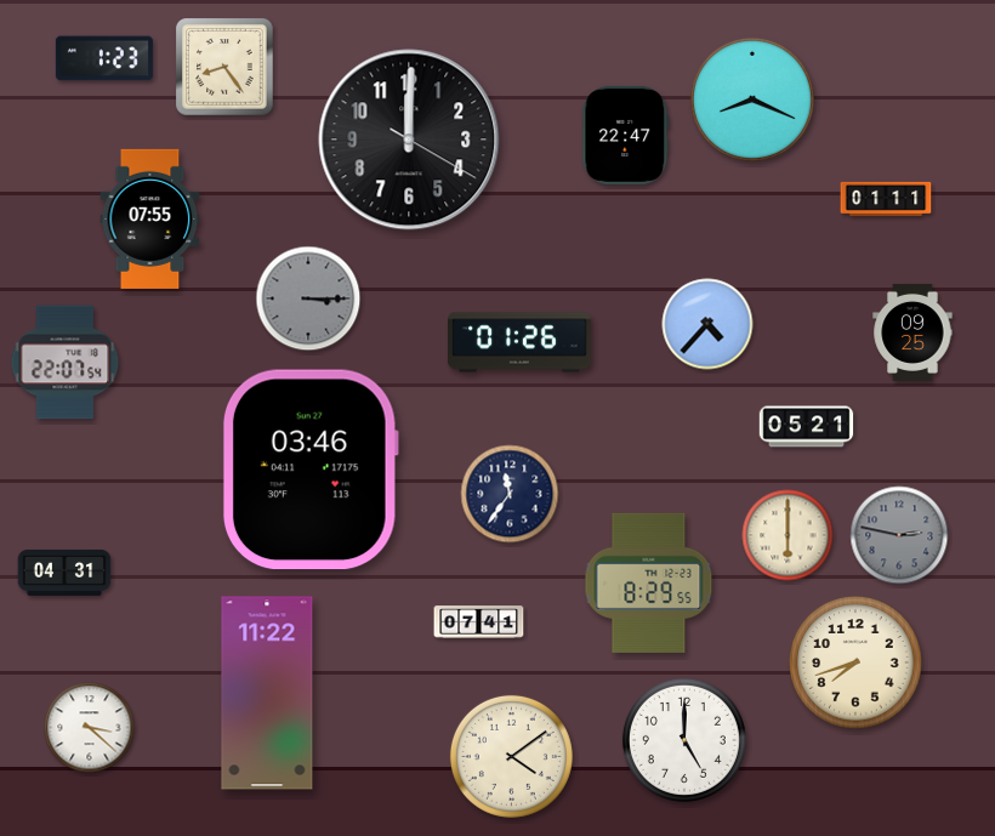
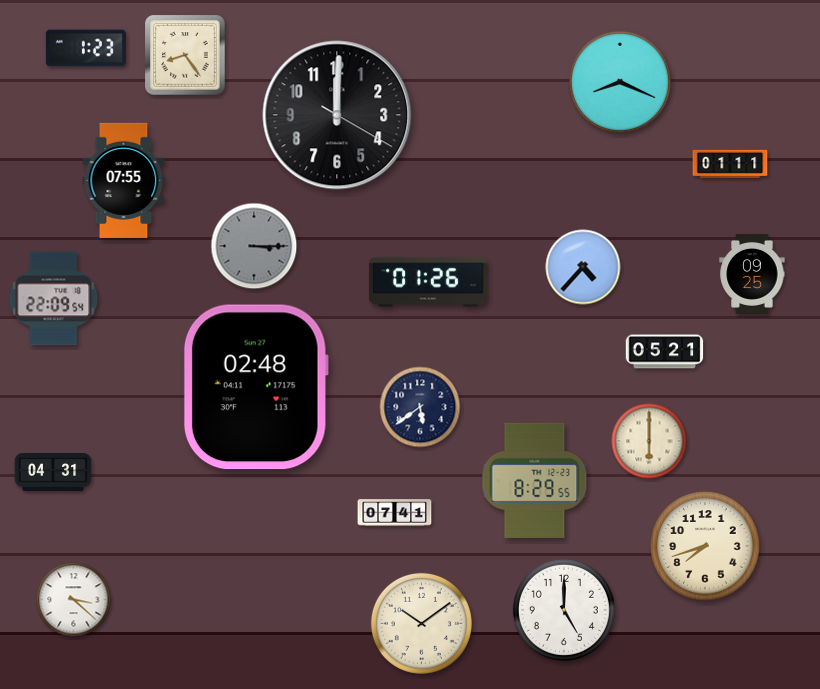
clock at (626, 135): 22:47 -> none
clock at (66, 363): 22:07 -> 22:09
clock at (311, 470): 03:46 -> 02:48
clock at (510, 494): 11:36 -> 5:39
clock at (899, 535): 2:47 -> none
clock at (267, 693): 11:22 -> none
clock at (511, 756): 4:09 -> 10:09
